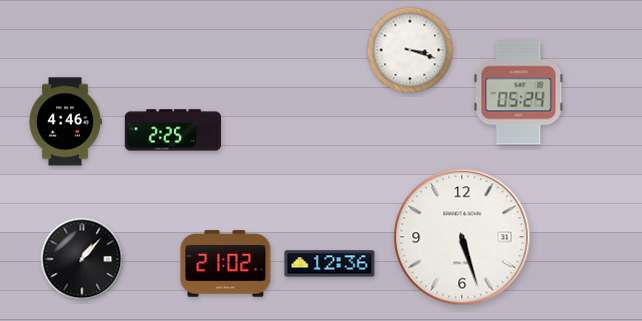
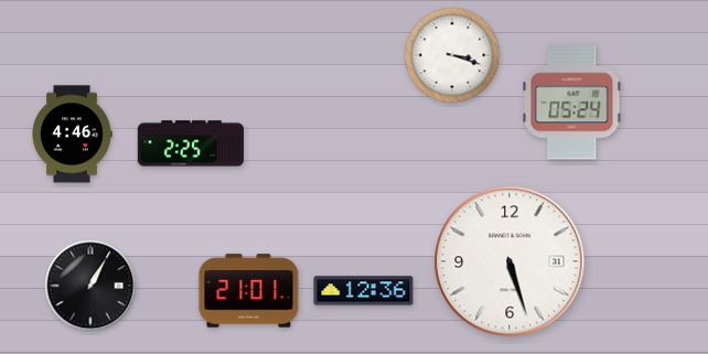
clock at (82, 259): 1:07 -> 1:05
clock at (226, 264): 21:02 -> 21:01
